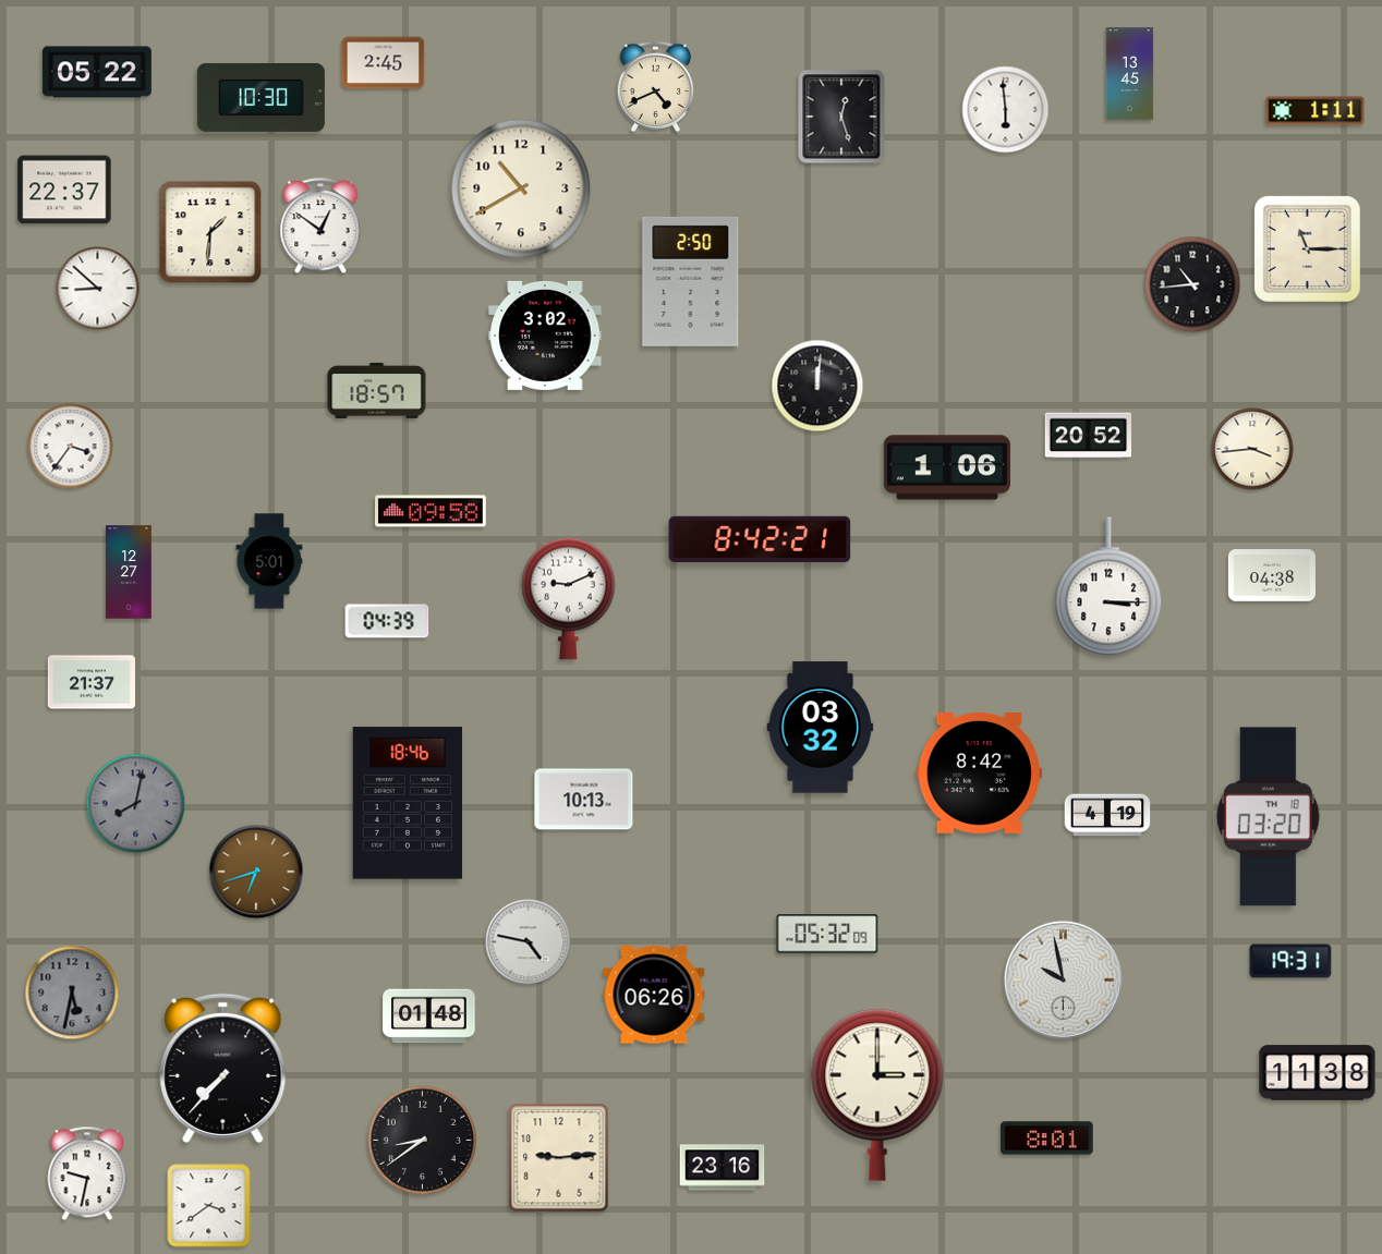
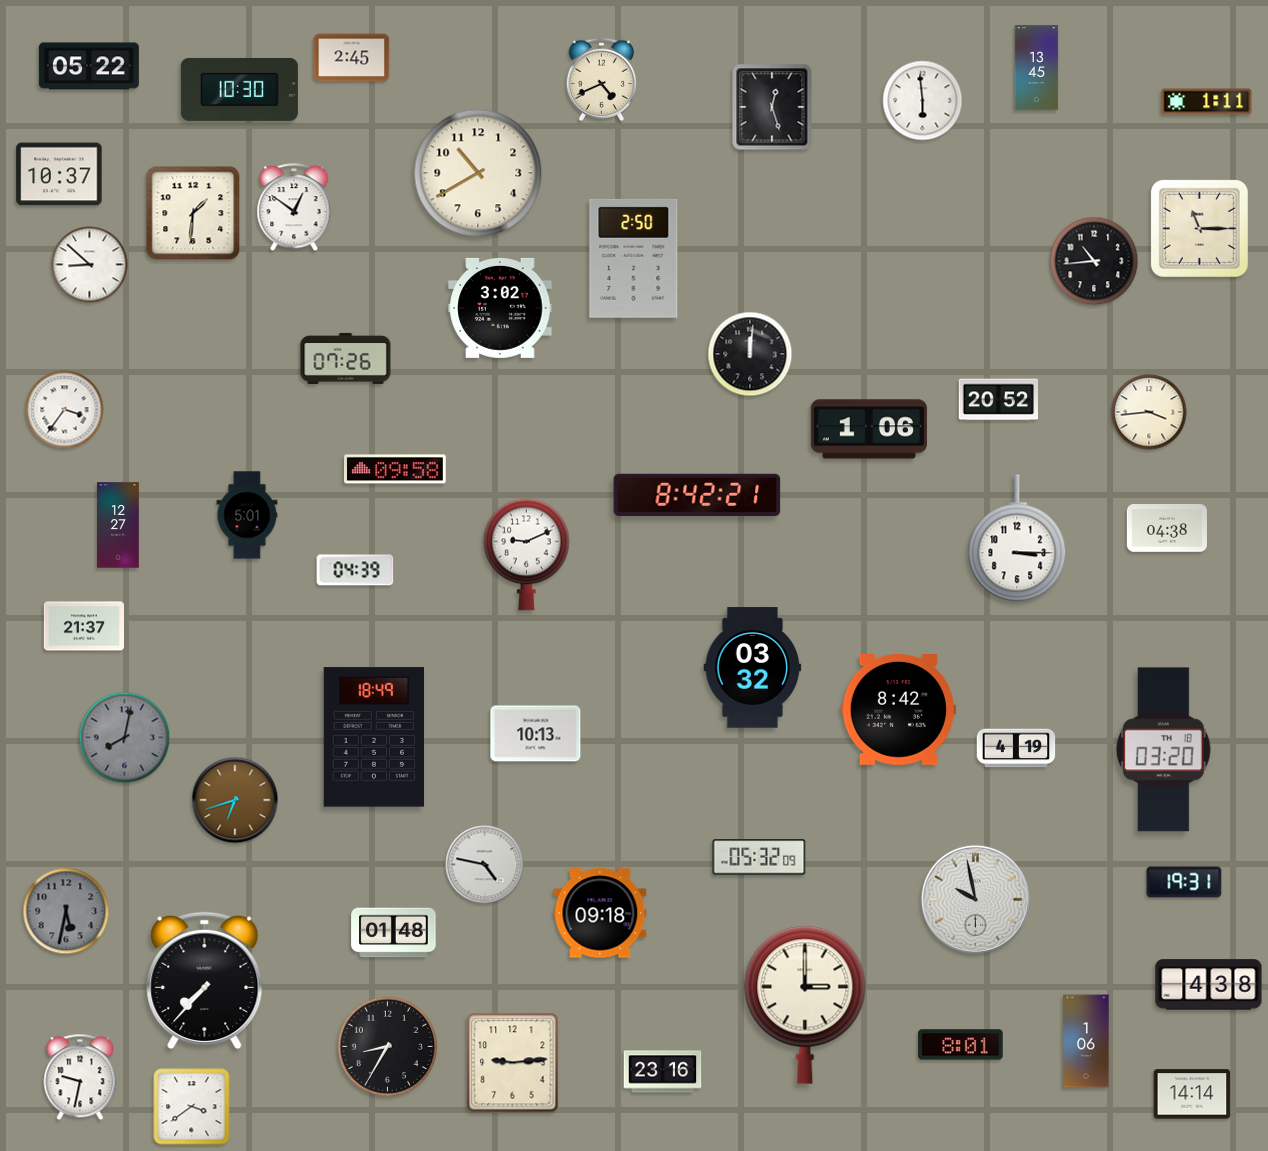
clock at (64, 190): 22:37 -> 10:37
clock at (377, 390): 18:57 -> 07:26
clock at (569, 598) position: (569, 598) -> (527, 554)
clock at (408, 803): 18:46 -> 18:49
clock at (654, 995): 06:26 -> 09:18
clock at (1318, 1073): 11:38 -> 4:38
clock at (1086, 1041): none -> 1:06
clock at (422, 1140): 8:39 -> 8:35
clock at (1192, 1094): none -> 14:14
